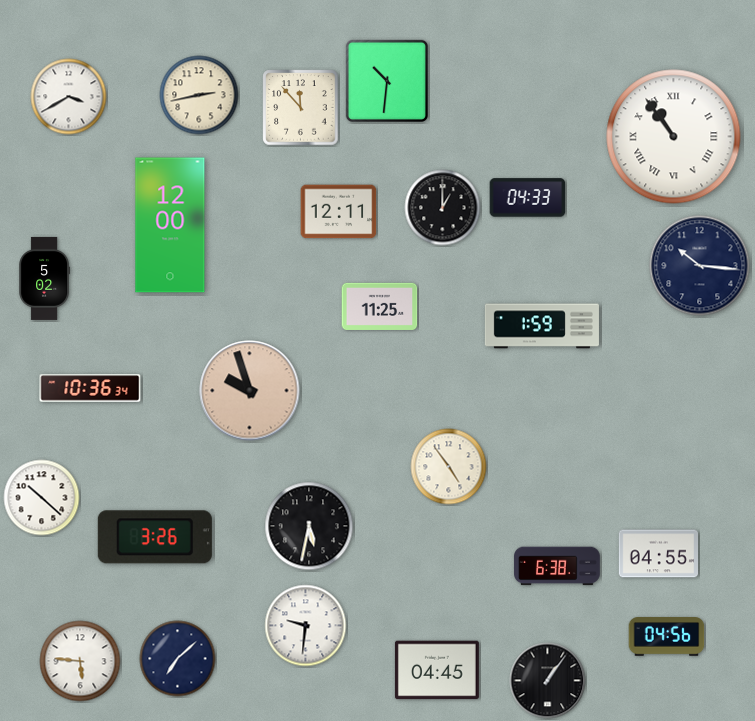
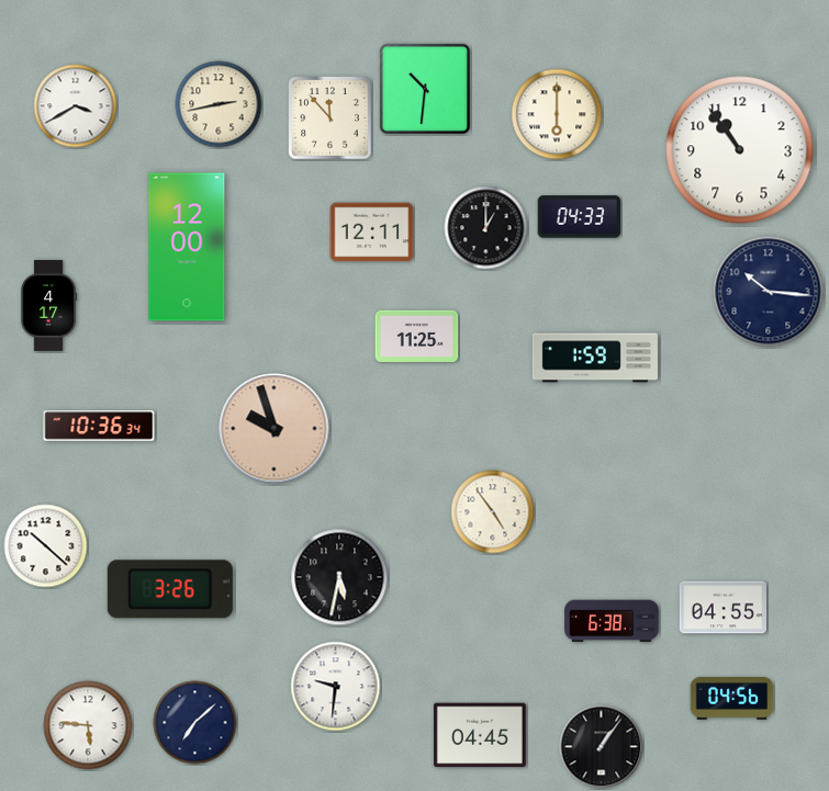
clock at (557, 114): none -> 6:00
clock at (674, 137) numerals: Roman -> Arabic
clock at (45, 278): 5:02 -> 4:17
